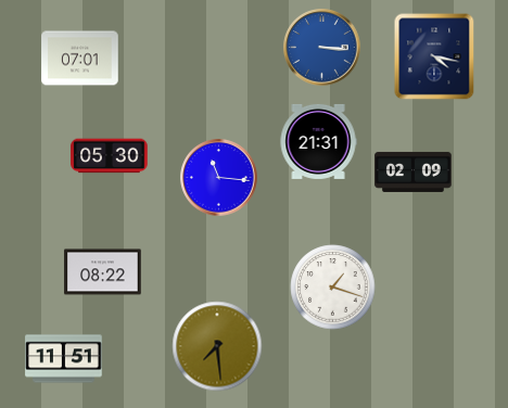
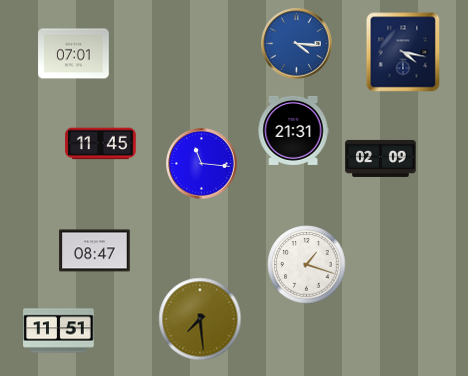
clock at (322, 48): 3:16 -> 4:16
clock at (434, 56) position: (434, 56) -> (403, 52)
clock at (110, 156): 05:30 -> 11:45
clock at (103, 272): 08:22 -> 08:47
